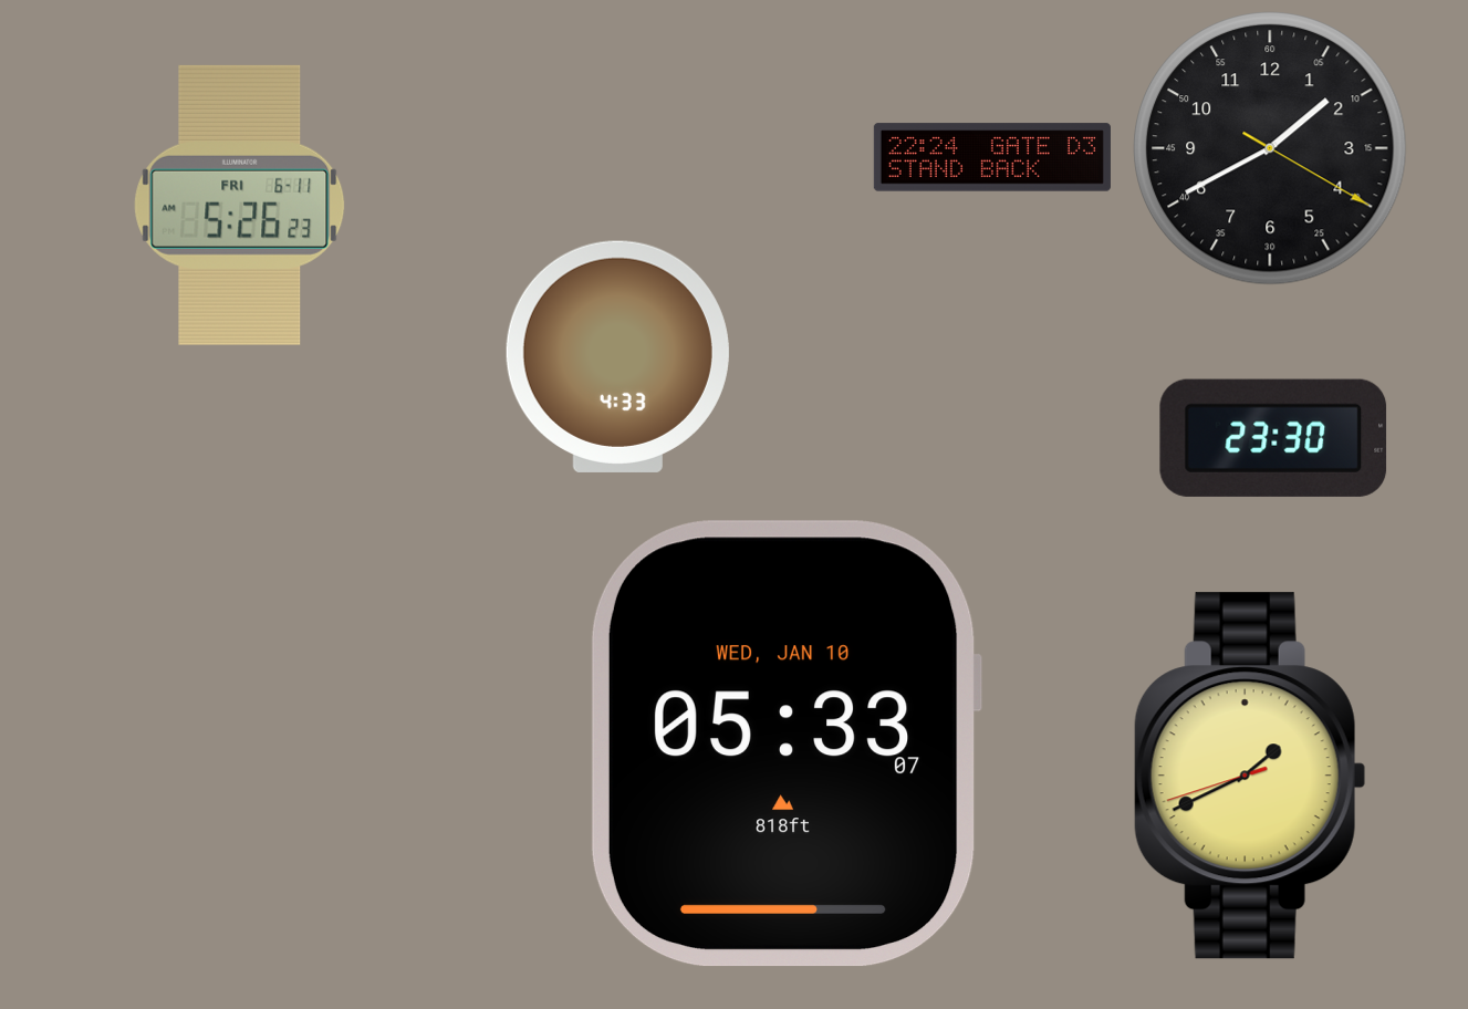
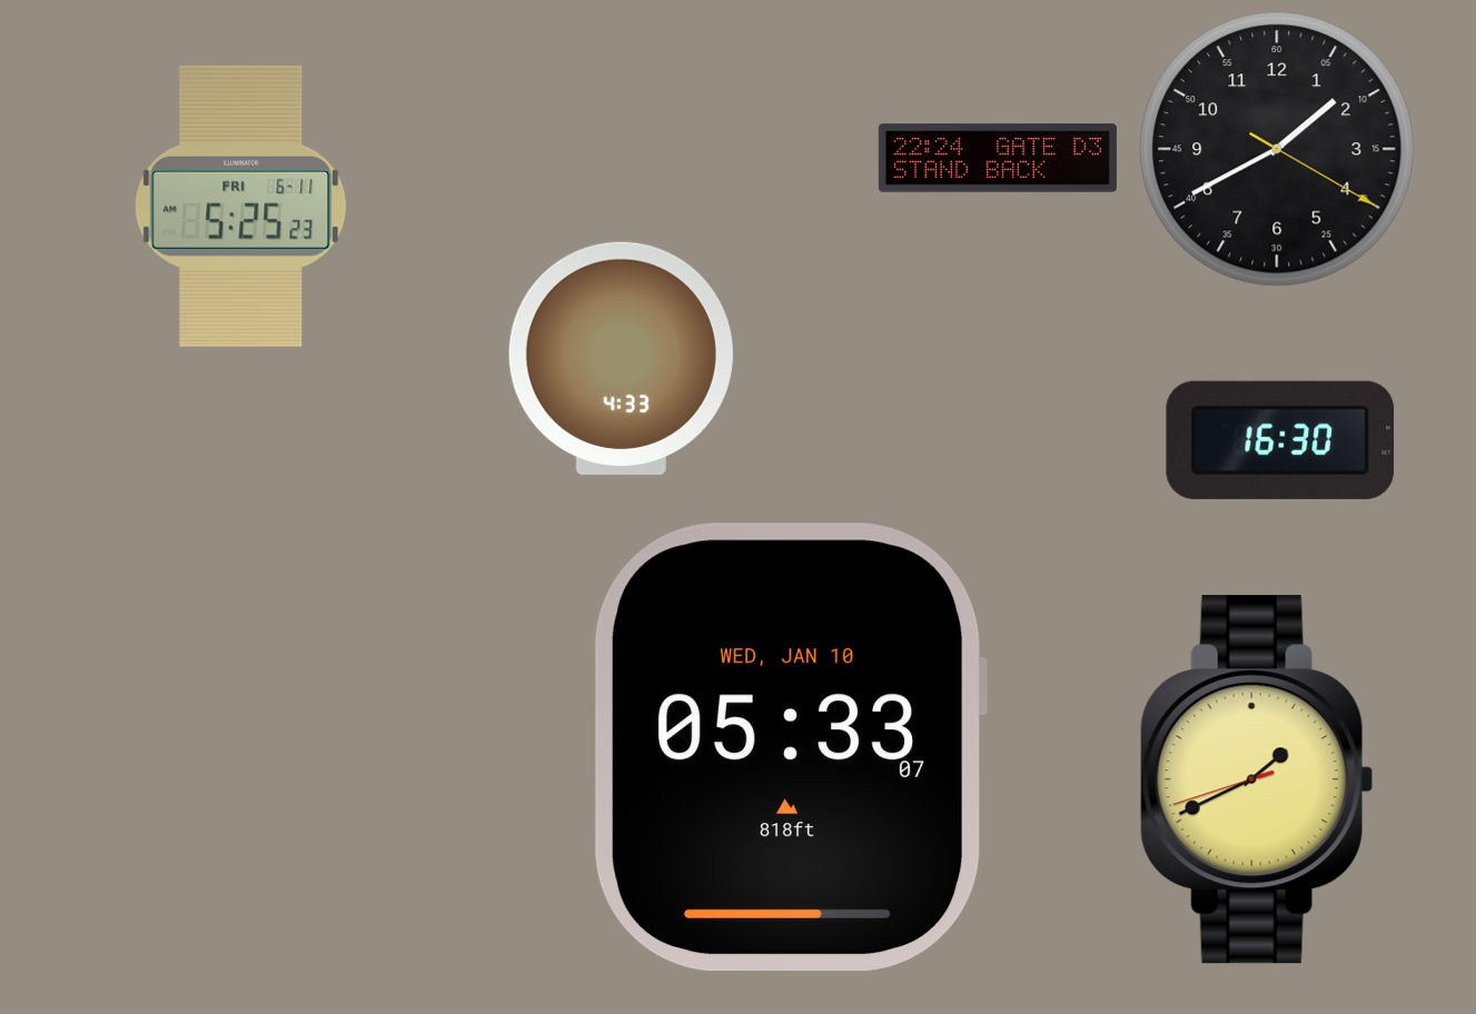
clock at (240, 205): 5:26 -> 5:25
clock at (1273, 438): 23:30 -> 16:30
